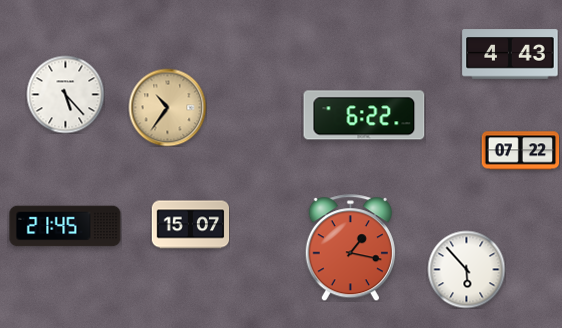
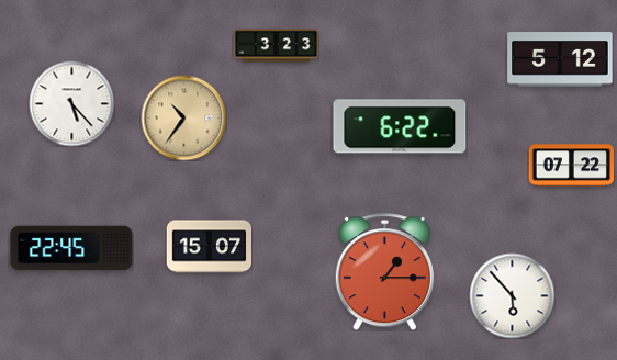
clock at (276, 46): none -> 3:23
clock at (510, 54): 4:43 -> 5:12
clock at (65, 226): 21:45 -> 22:45
clock at (350, 248): 1:17 -> 1:15
